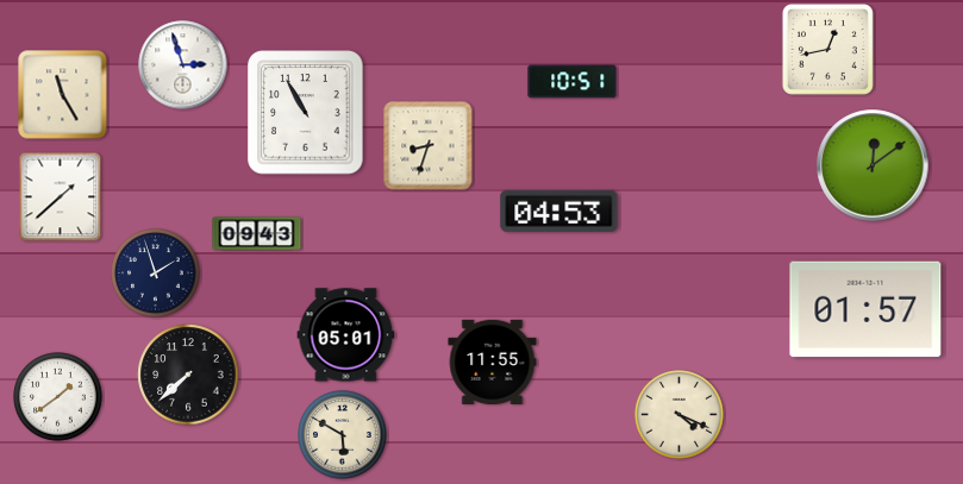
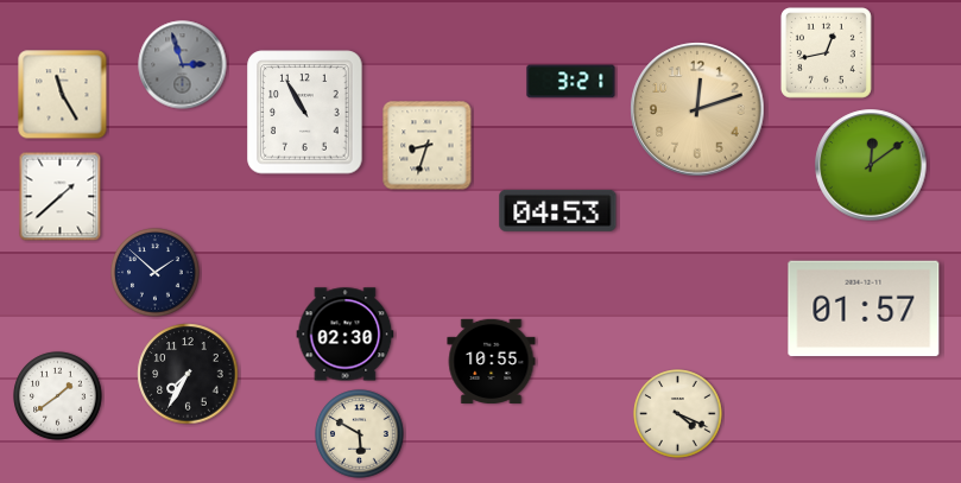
clock at (827, 49) position: (827, 49) -> (826, 52)
clock at (183, 65) dial: white -> grey
clock at (573, 82): 10:51 -> 3:21
clock at (697, 109): none -> 12:12
clock at (257, 234): 09:43 -> none
clock at (156, 274): 1:57 -> 1:52
clock at (346, 335): 05:01 -> 02:30
clock at (493, 362): 11:55 -> 10:55
clock at (188, 375): 7:38 -> 7:35
clock at (343, 435) position: (343, 435) -> (360, 434)
